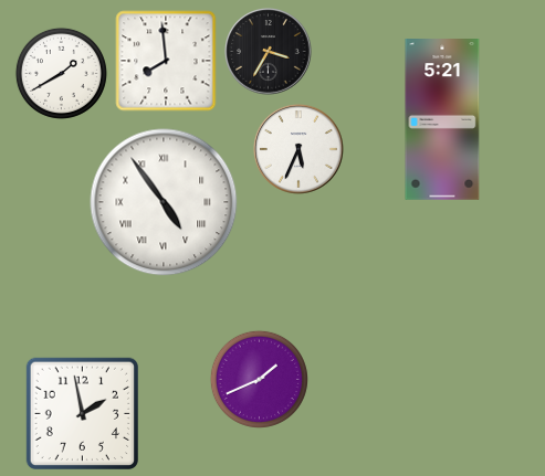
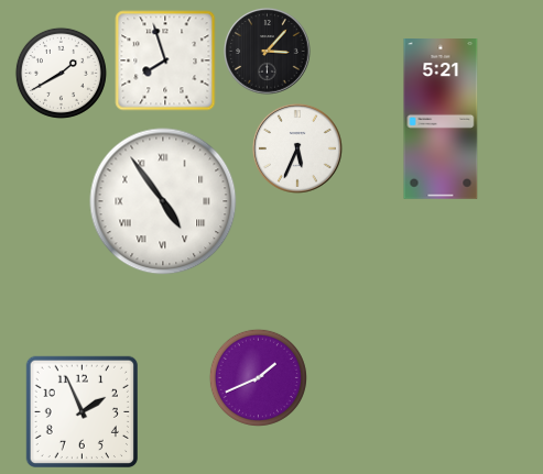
clock at (269, 52): 3:35 -> 3:07
clock at (166, 61): 7:59 -> 7:57
clock at (82, 413): 1:58 -> 1:56
